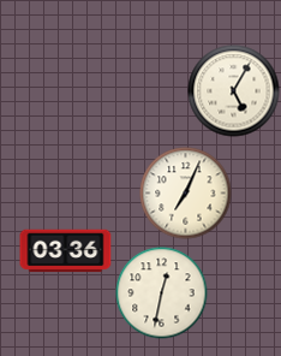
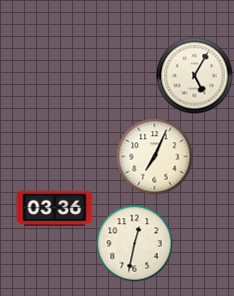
clock at (186, 194) position: (186, 194) -> (155, 157)
